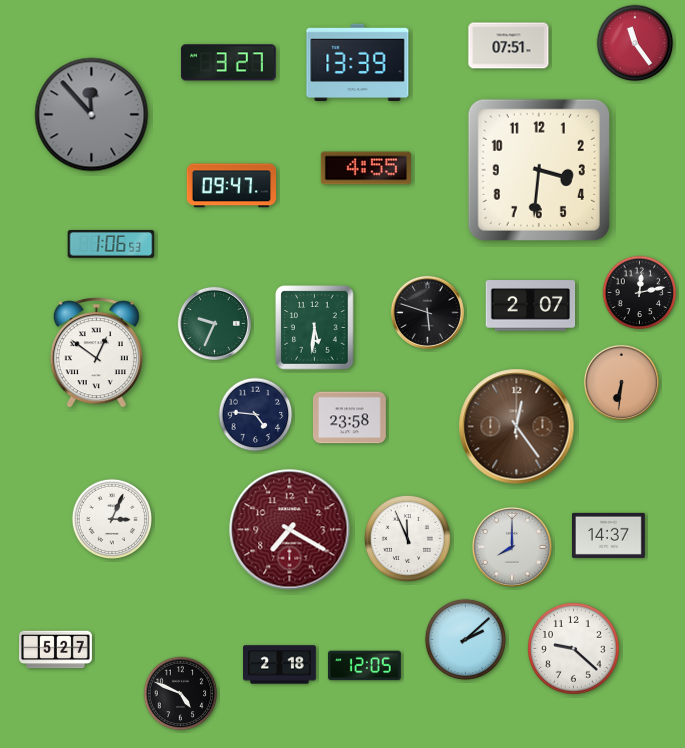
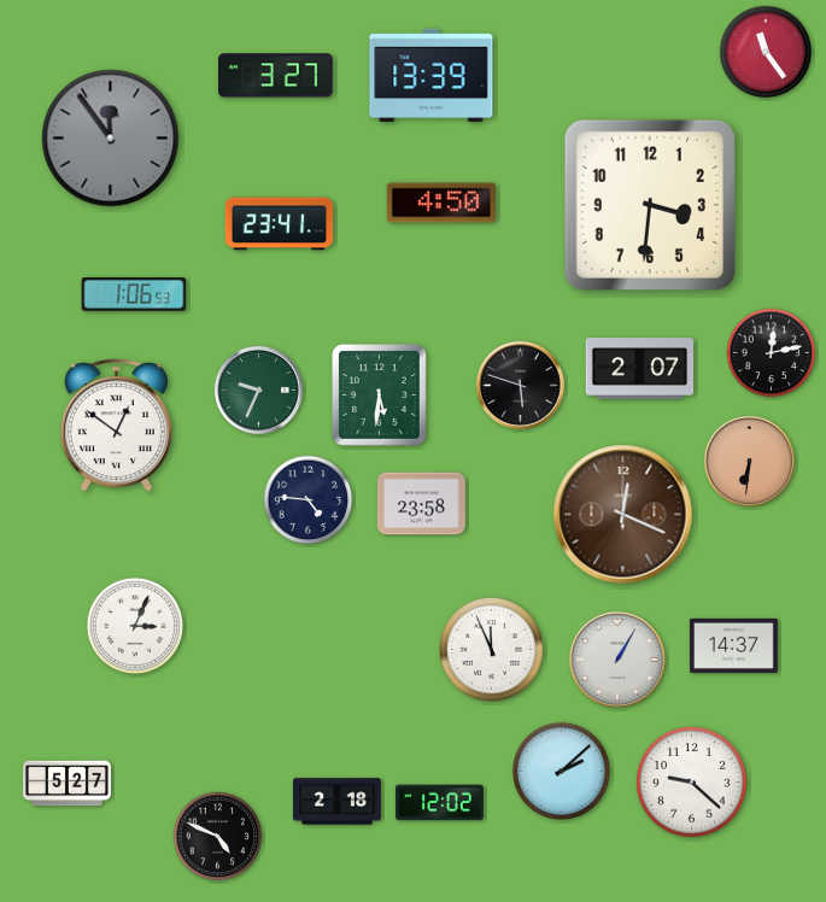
clock at (509, 46): 07:51 -> none
clock at (92, 115): 11:53 -> 11:54
clock at (366, 168): 4:55 -> 4:50
clock at (232, 186): 09:47 -> 23:41
clock at (427, 312) position: (427, 312) -> (520, 385)
clock at (517, 427): 12:24 -> 12:19
clock at (290, 530): 7:20 -> none
clock at (512, 547): 8:00 -> 1:05
clock at (364, 666): 12:05 -> 12:02
